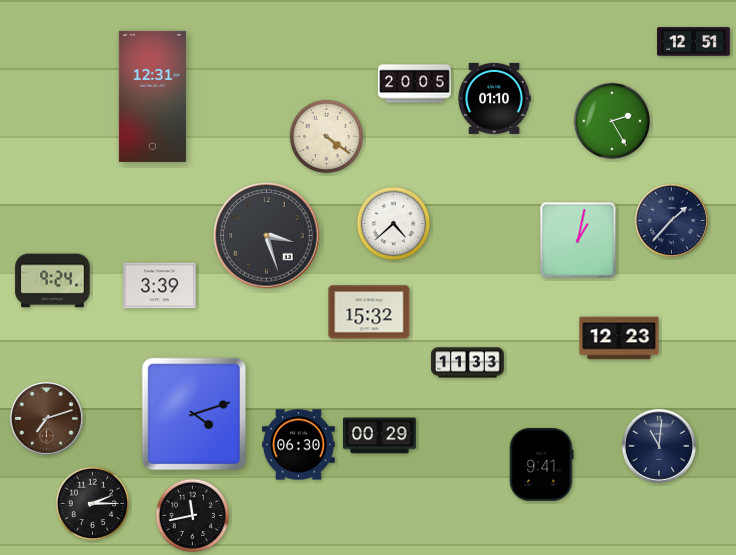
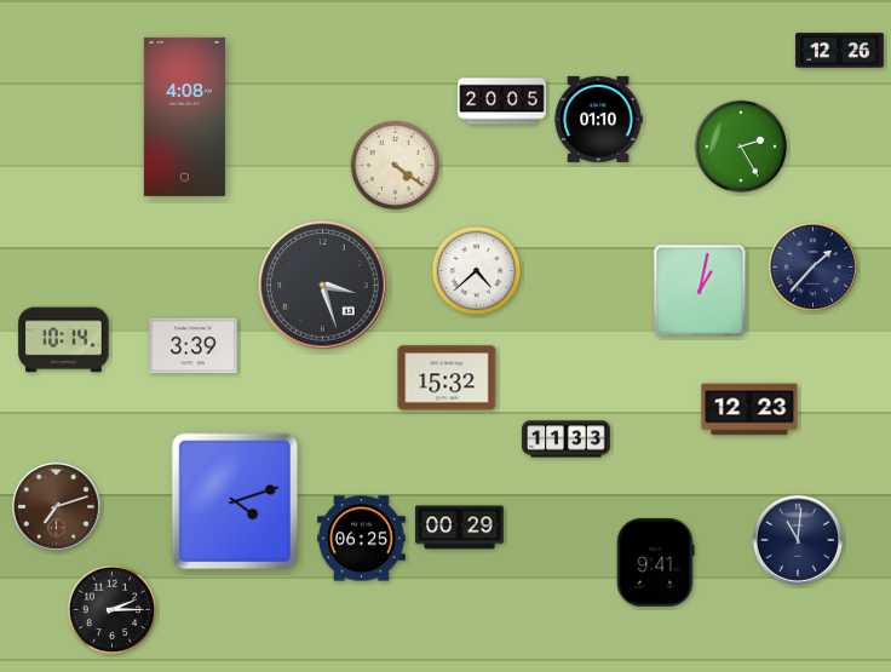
clock at (694, 42): 12:51 -> 12:26
clock at (152, 96): 12:31 -> 4:08
clock at (53, 281): 9:24 -> 10:14
clock at (299, 445): 06:30 -> 06:25
clock at (193, 516): 11:43 -> none
